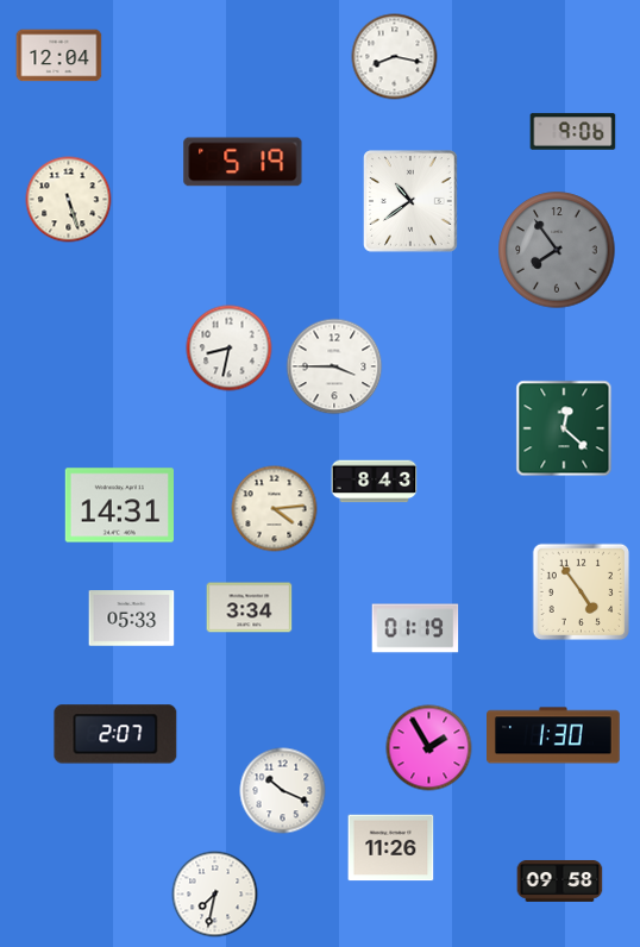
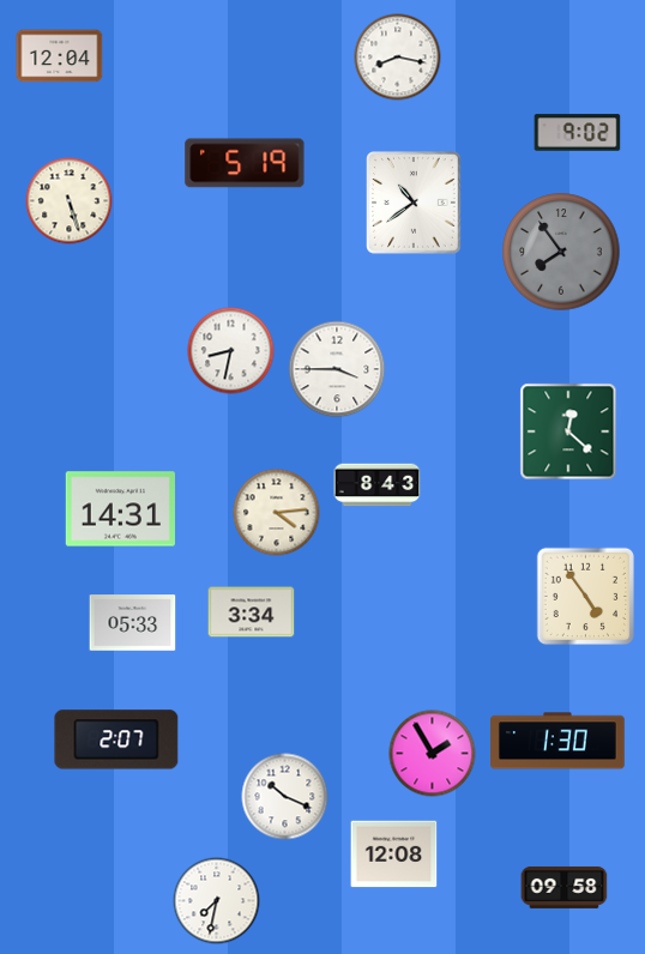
clock at (573, 132): 9:06 -> 9:02
clock at (415, 628): 01:19 -> none
clock at (391, 848): 11:26 -> 12:08
